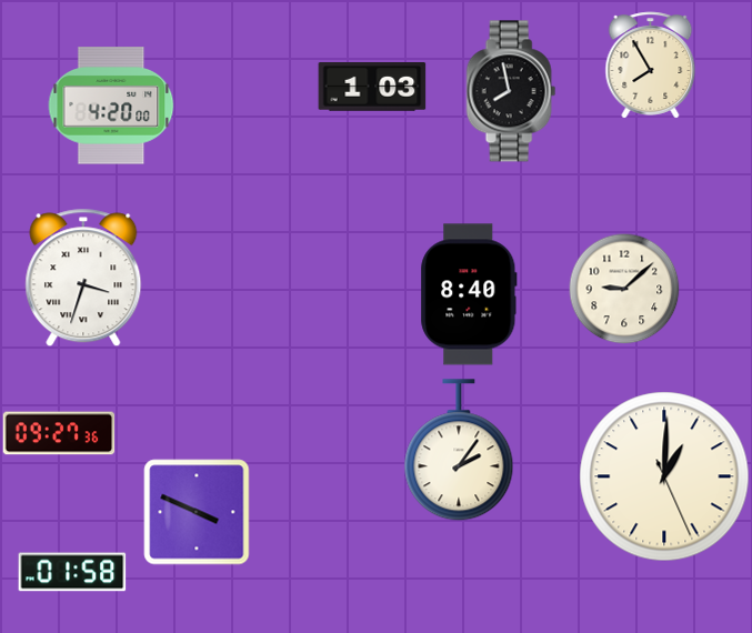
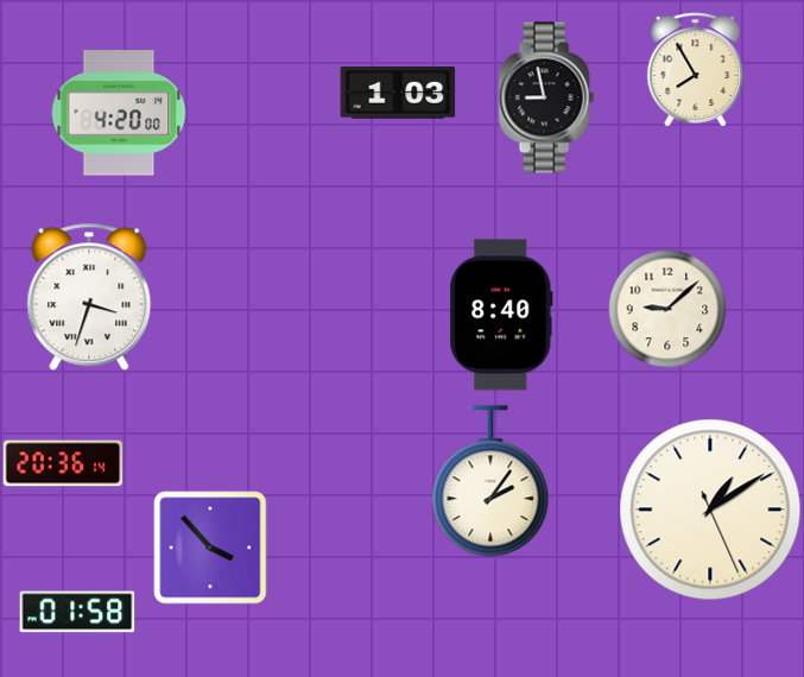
clock at (511, 91): 7:58 -> 8:58
clock at (59, 433): 09:27 -> 20:36
clock at (664, 476): 1:00 -> 1:09
clock at (197, 512): 3:49 -> 3:53
